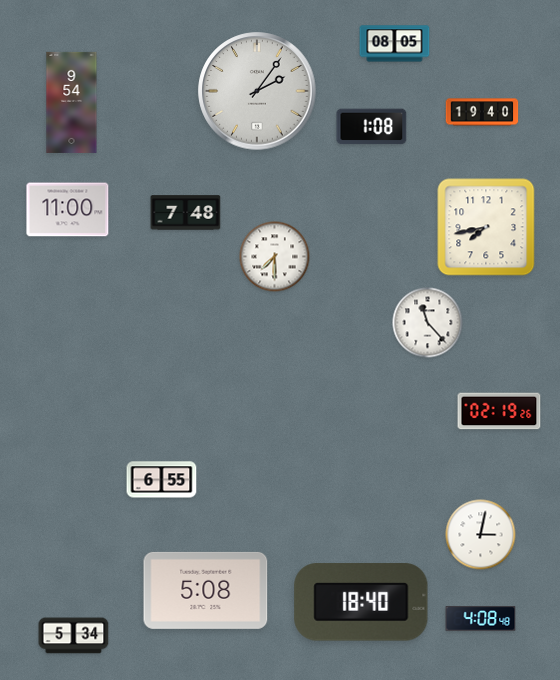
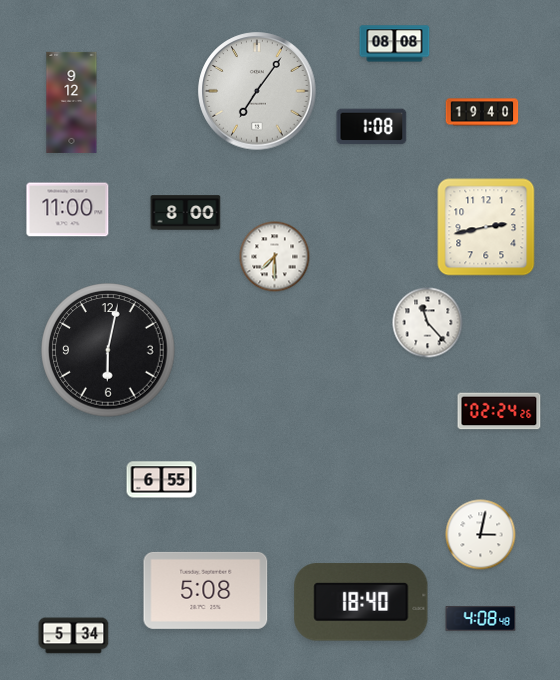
clock at (395, 44): 08:05 -> 08:08
clock at (257, 91): 2:06 -> 7:06
clock at (72, 102): 9:54 -> 9:12
clock at (186, 213): 7:48 -> 8:00
clock at (486, 227): 7:43 -> 2:43
clock at (108, 350): none -> 6:02
clock at (499, 411): 02:19 -> 02:24
